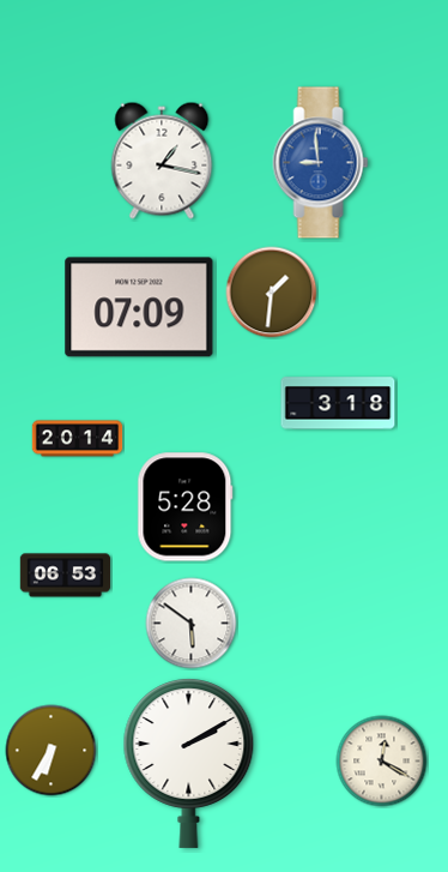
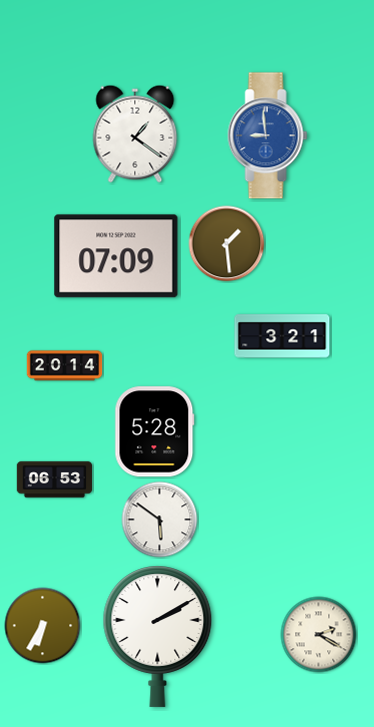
clock at (162, 161): 1:17 -> 1:21
clock at (272, 293): 1:31 -> 1:29
clock at (338, 403): 3:18 -> 3:21
clock at (186, 507) position: (186, 507) -> (155, 432)
clock at (382, 762): 12:20 -> 2:20
